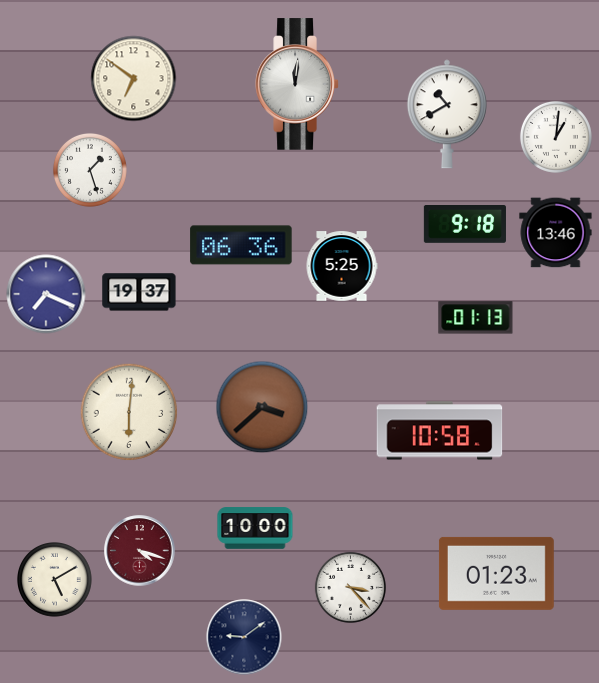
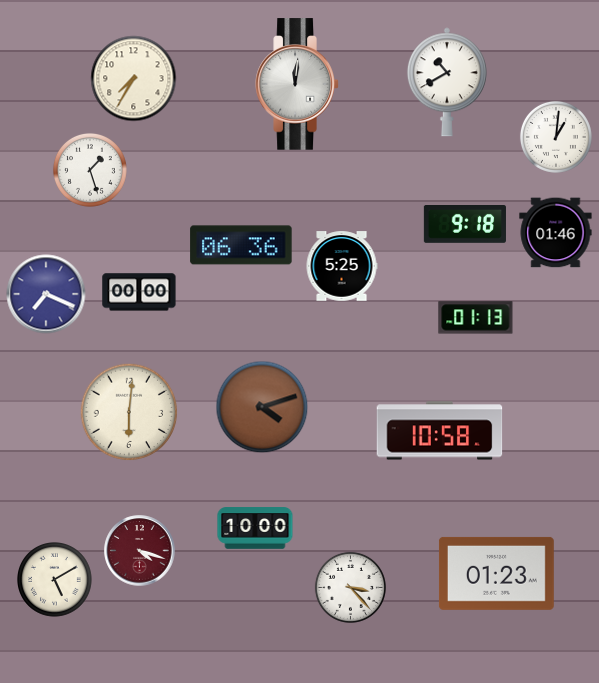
clock at (134, 79): 6:51 -> 7:35
clock at (447, 114) position: (447, 114) -> (447, 82)
clock at (556, 233): 13:46 -> 01:46
clock at (139, 292): 19:37 -> 00:00
clock at (262, 407): 3:38 -> 4:12
clock at (244, 637): 9:09 -> none
